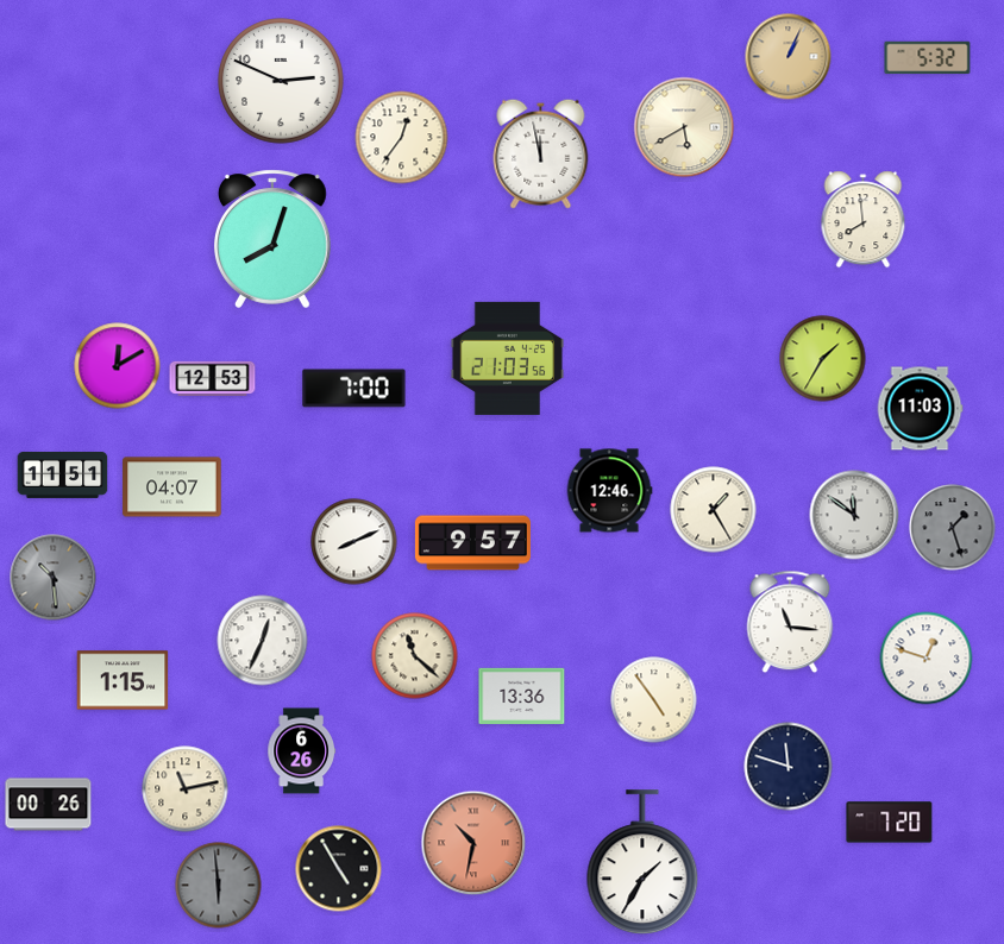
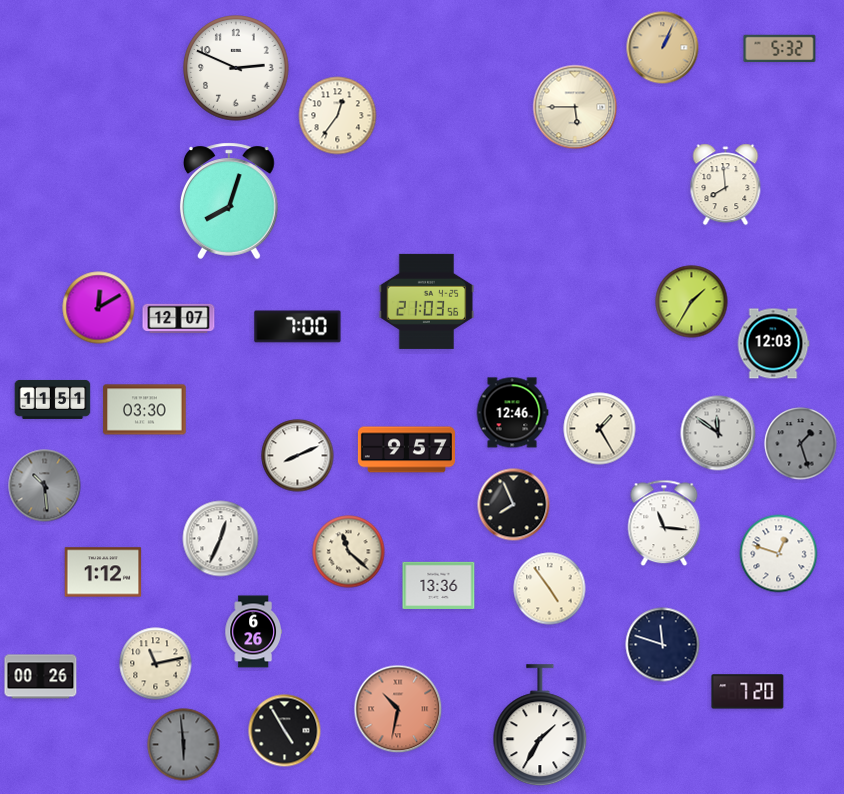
clock at (684, 127): 5:40 -> 5:45
clock at (541, 153): 11:58 -> none
clock at (213, 378): 12:53 -> 12:07
clock at (920, 409): 11:03 -> 12:03
clock at (172, 487): 04:07 -> 03:30
clock at (472, 543) position: (472, 543) -> (406, 450)
clock at (514, 505): none -> 7:56
clock at (123, 680): 1:15 -> 1:12
